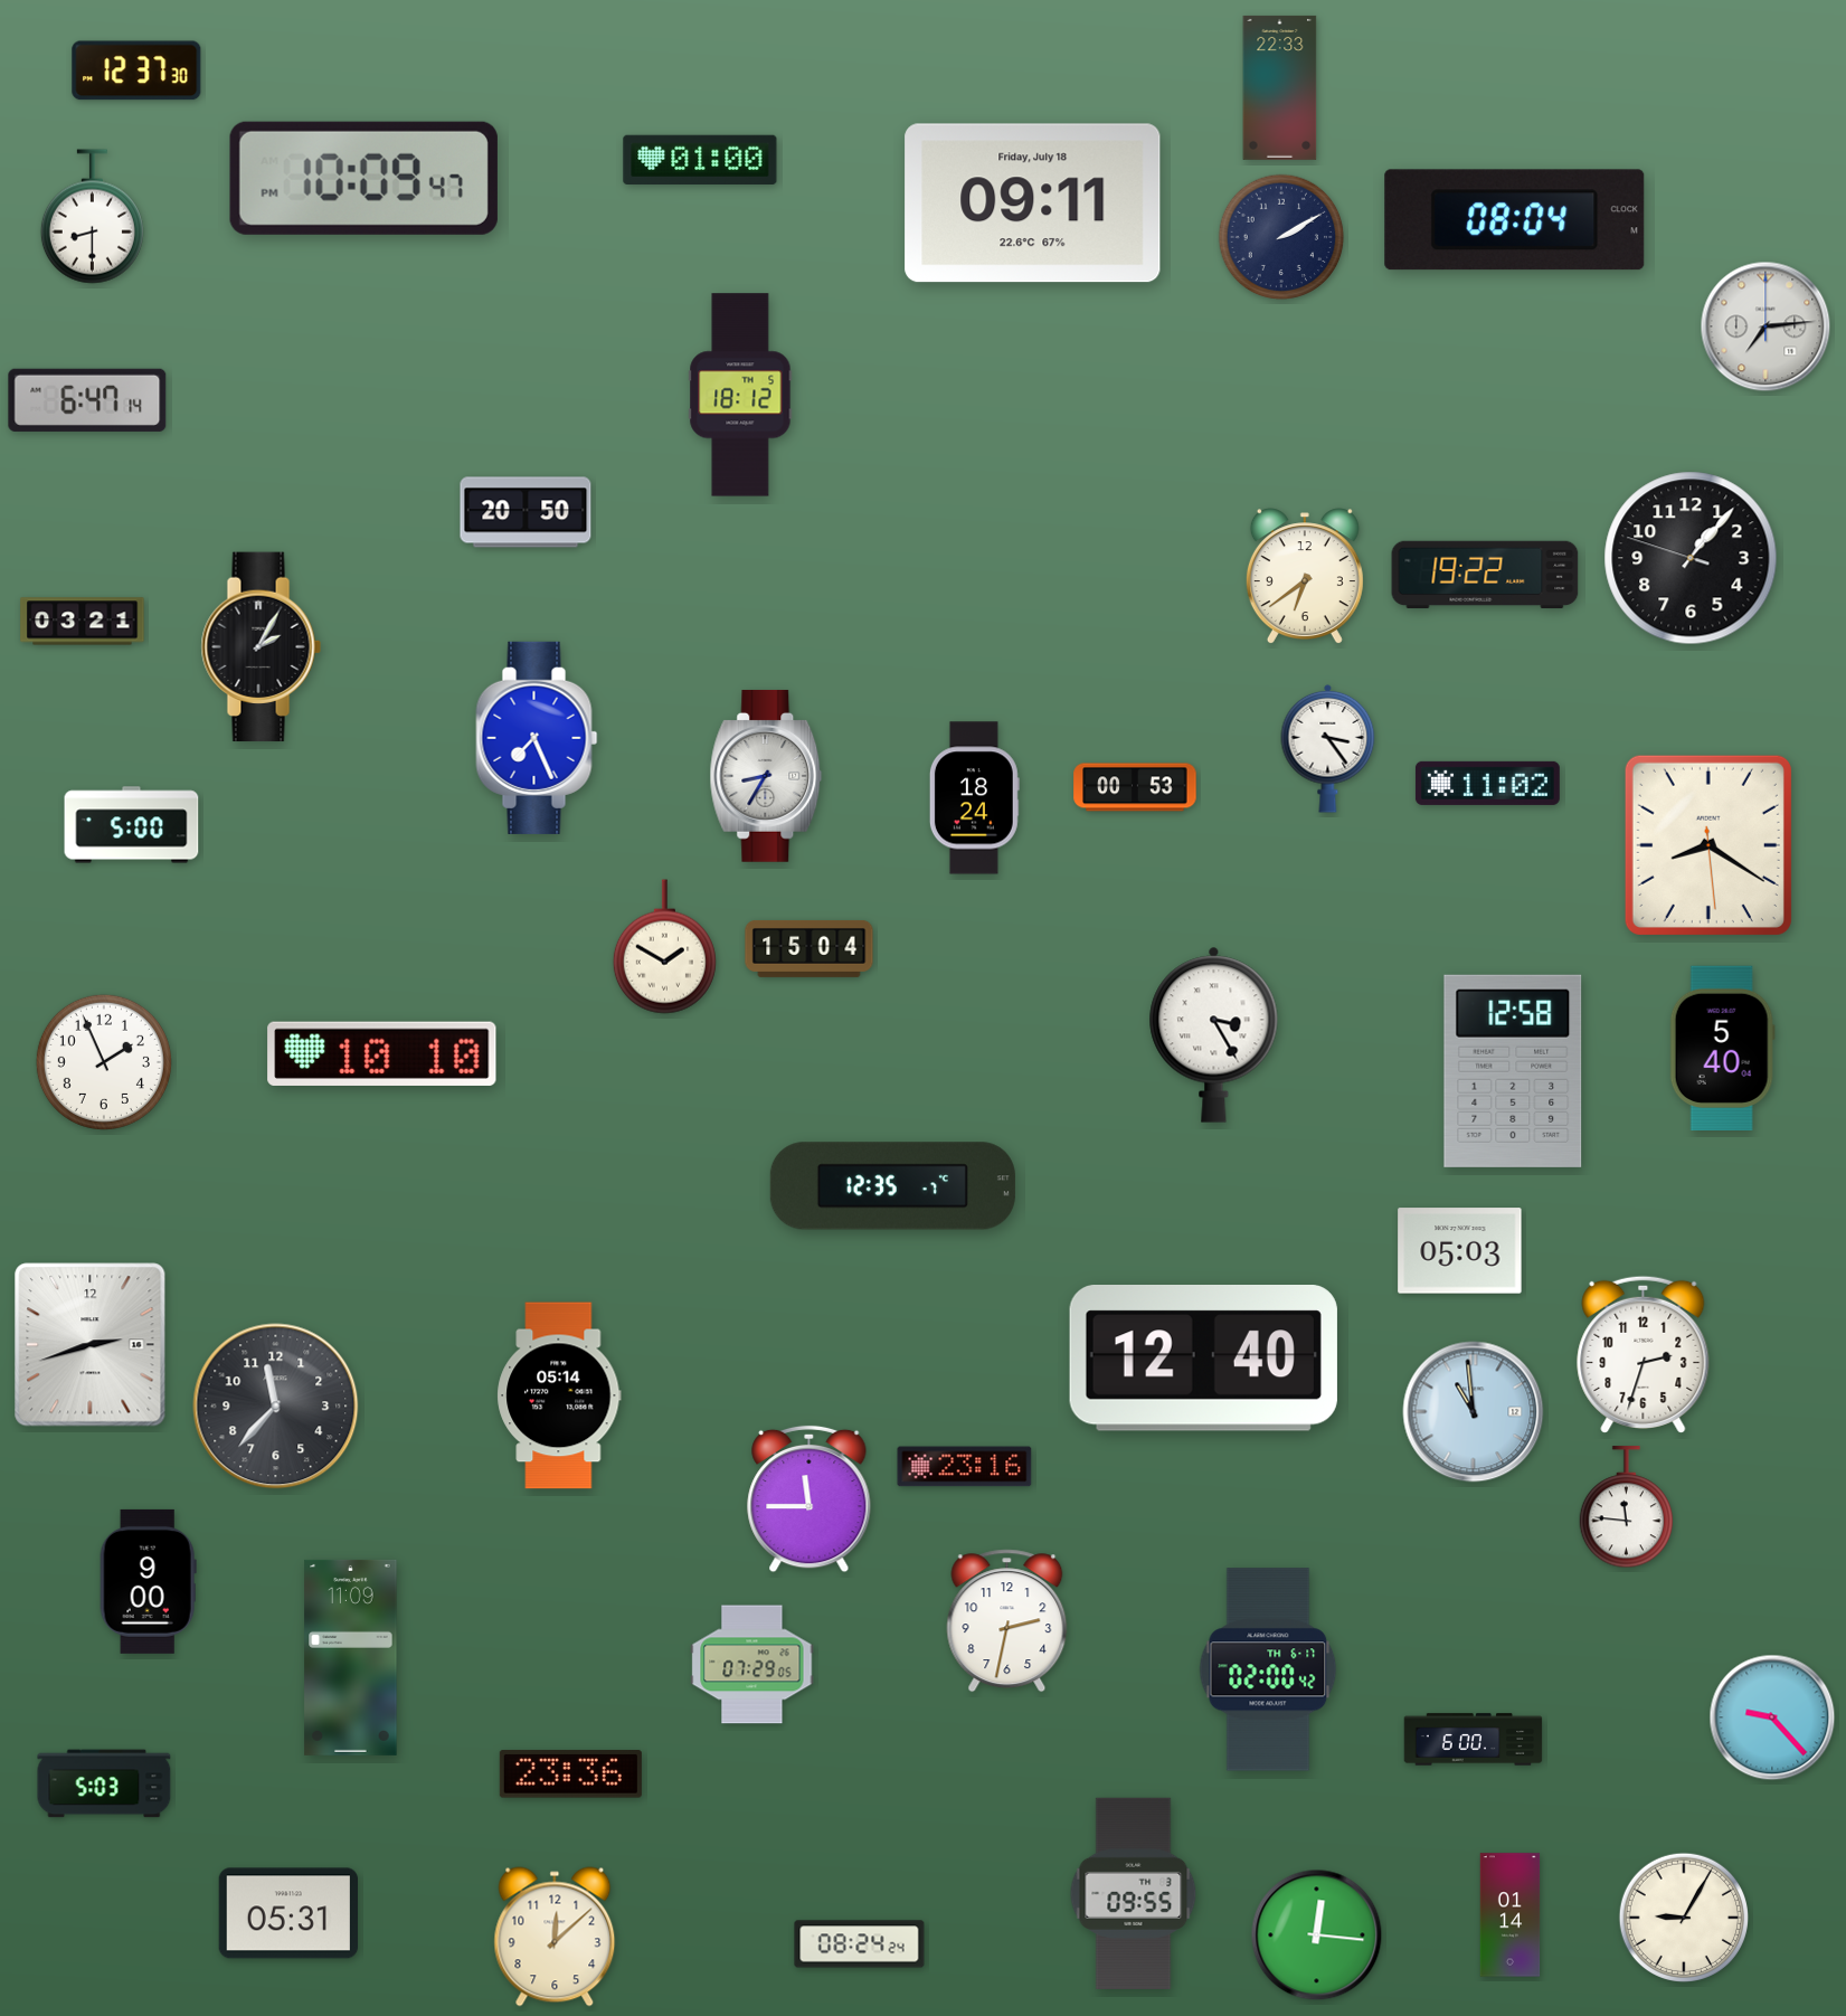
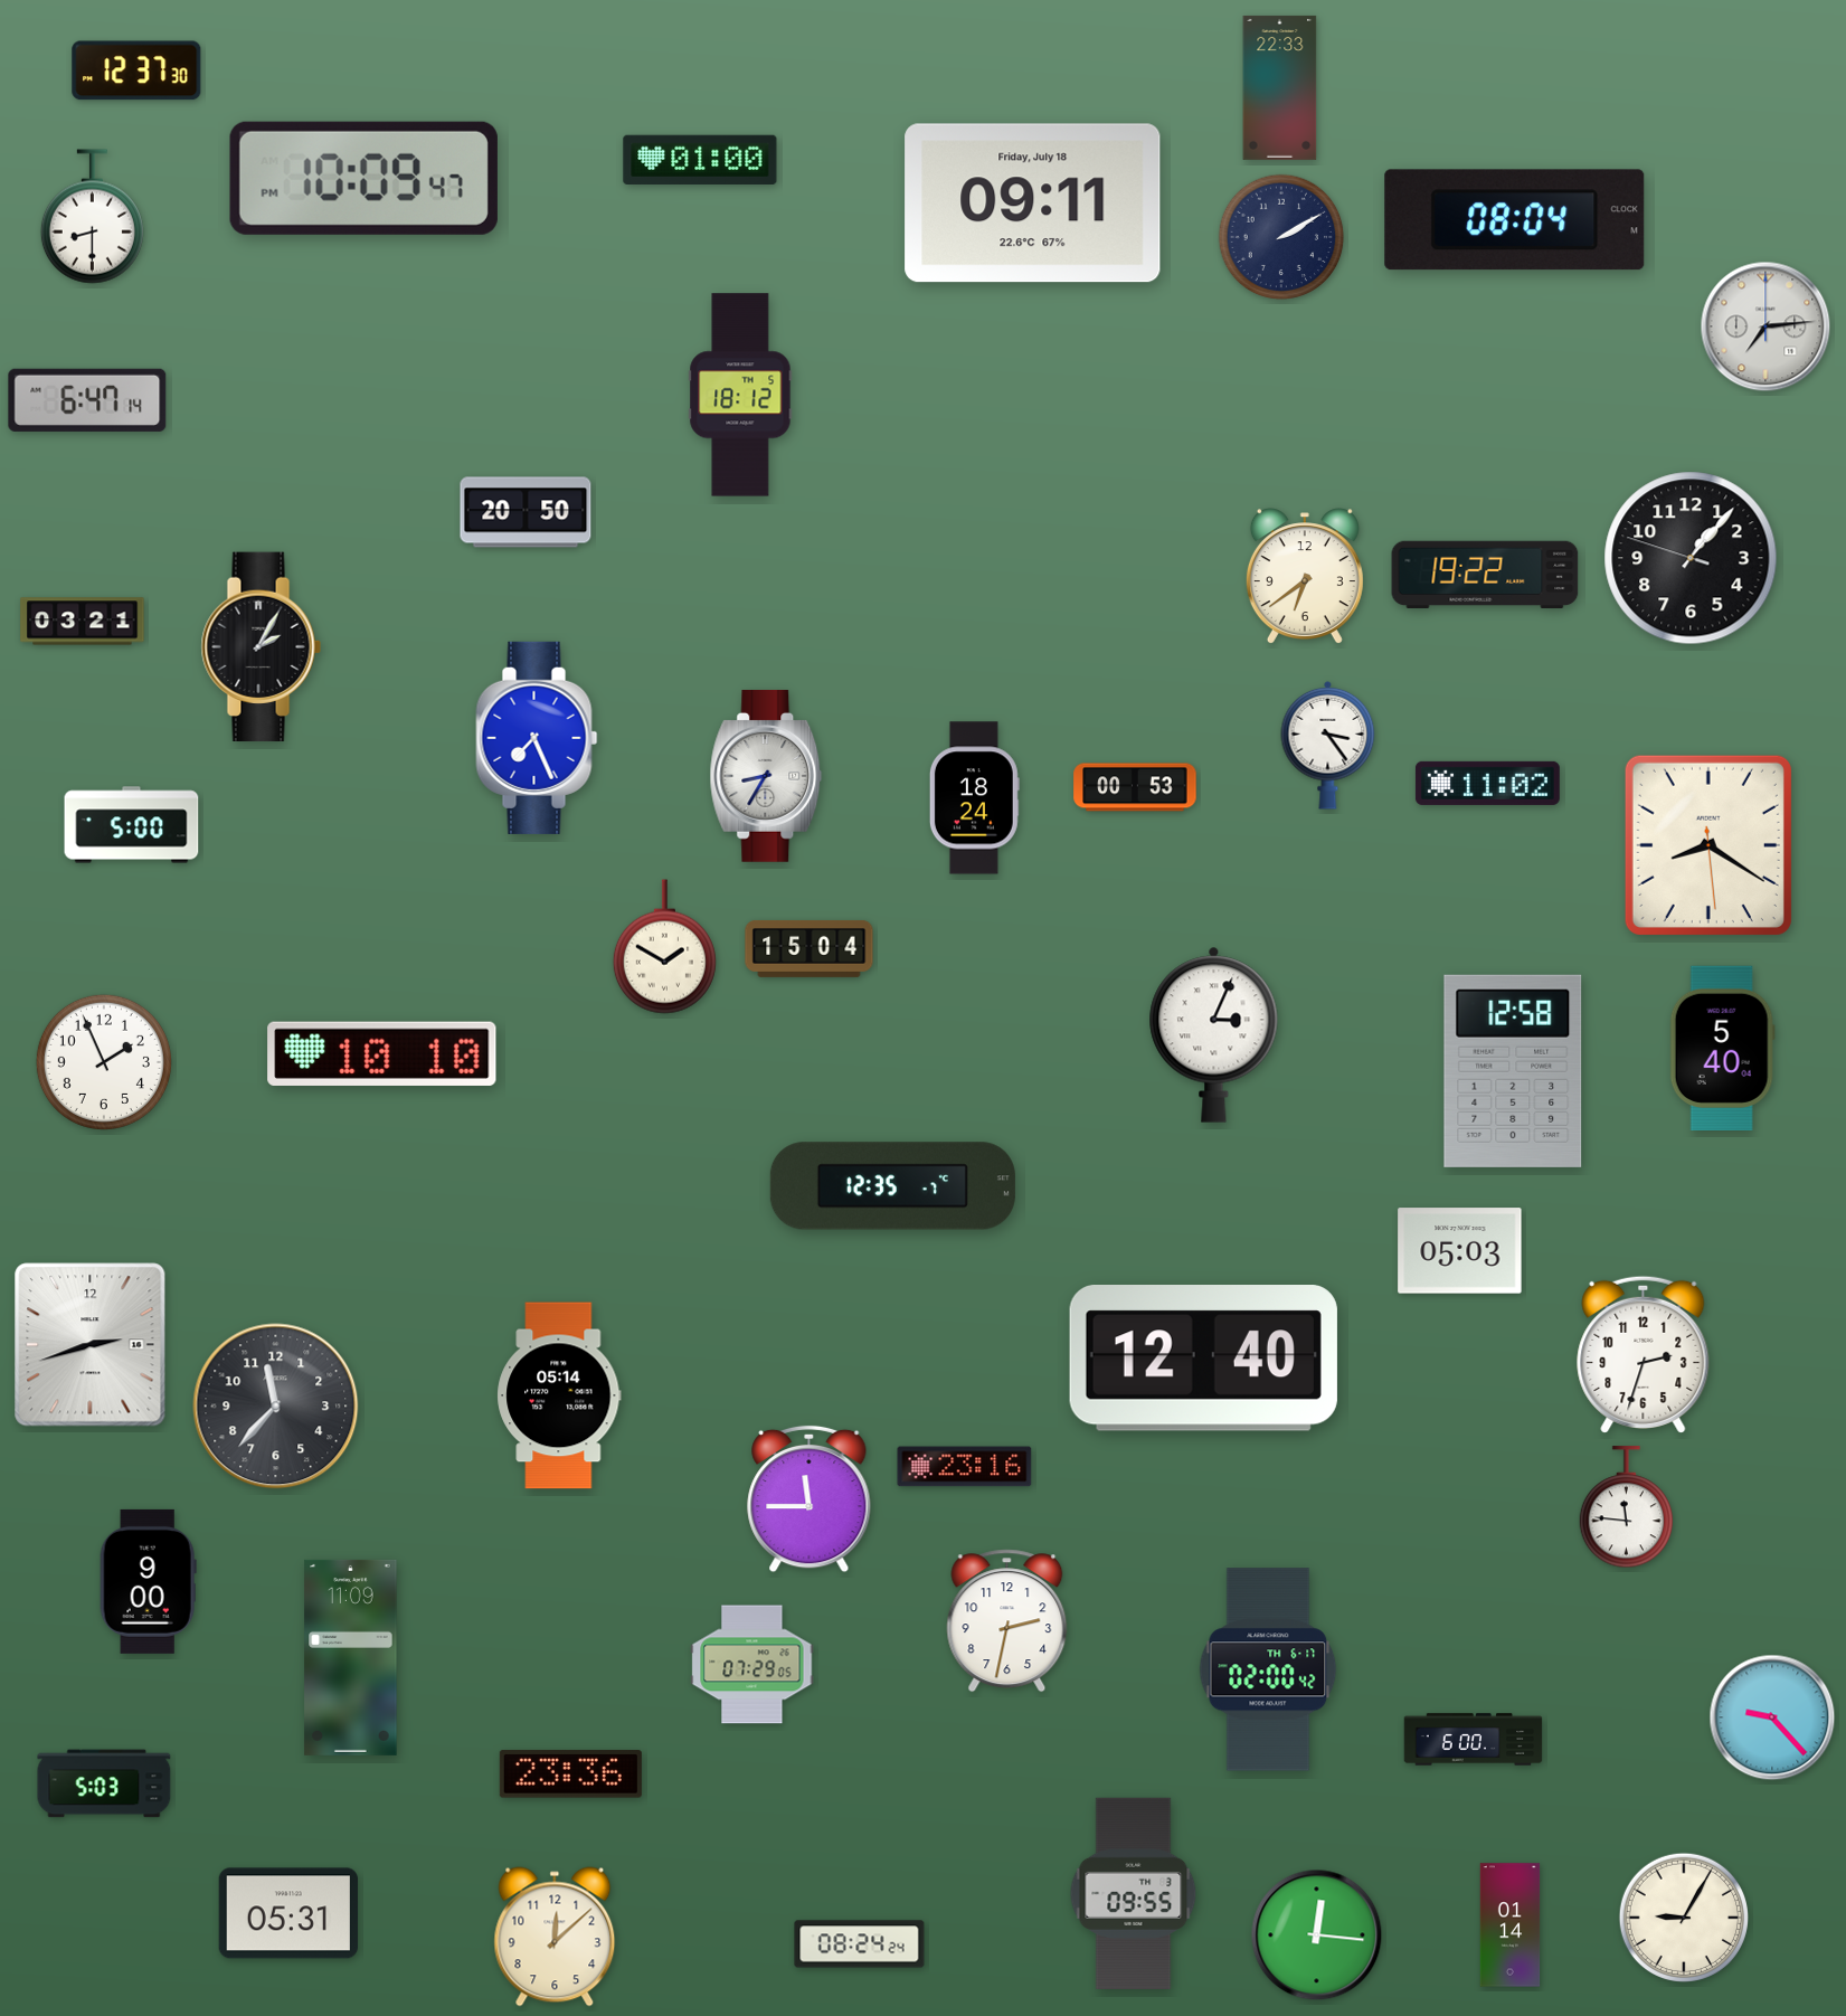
clock at (1328, 748) position: (1328, 748) -> (1328, 745)
clock at (1214, 1034): 3:25 -> 3:04
clock at (1474, 1412): 10:59 -> none
clock at (1511, 1915) position: (1511, 1915) -> (1511, 1925)
